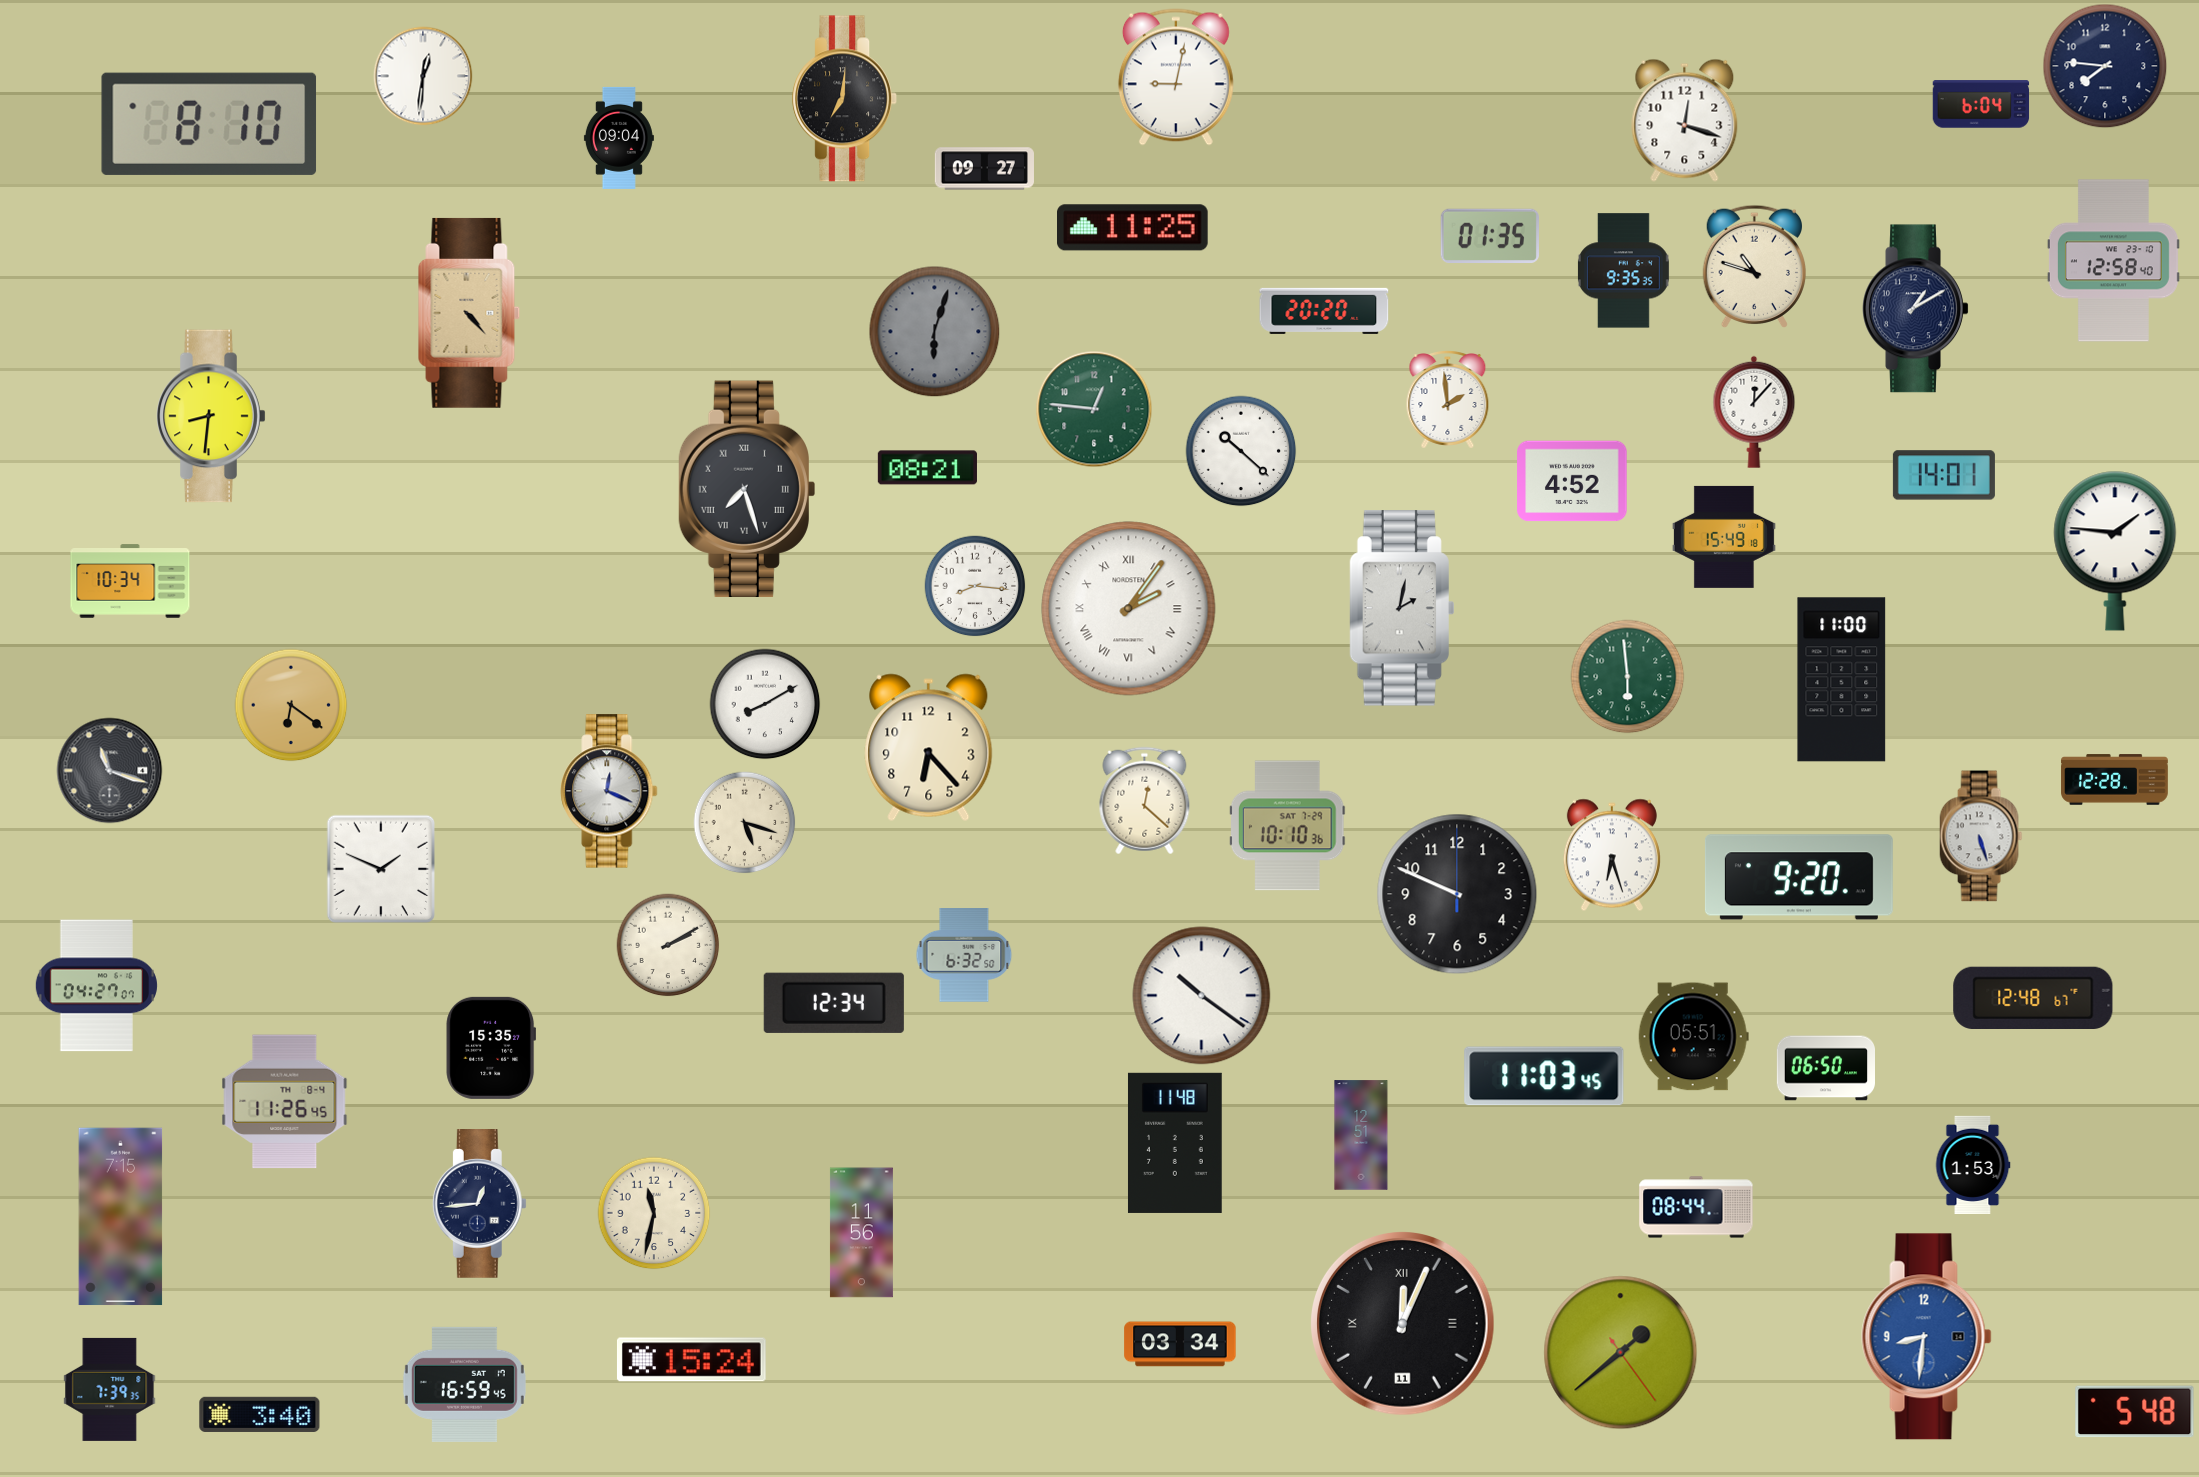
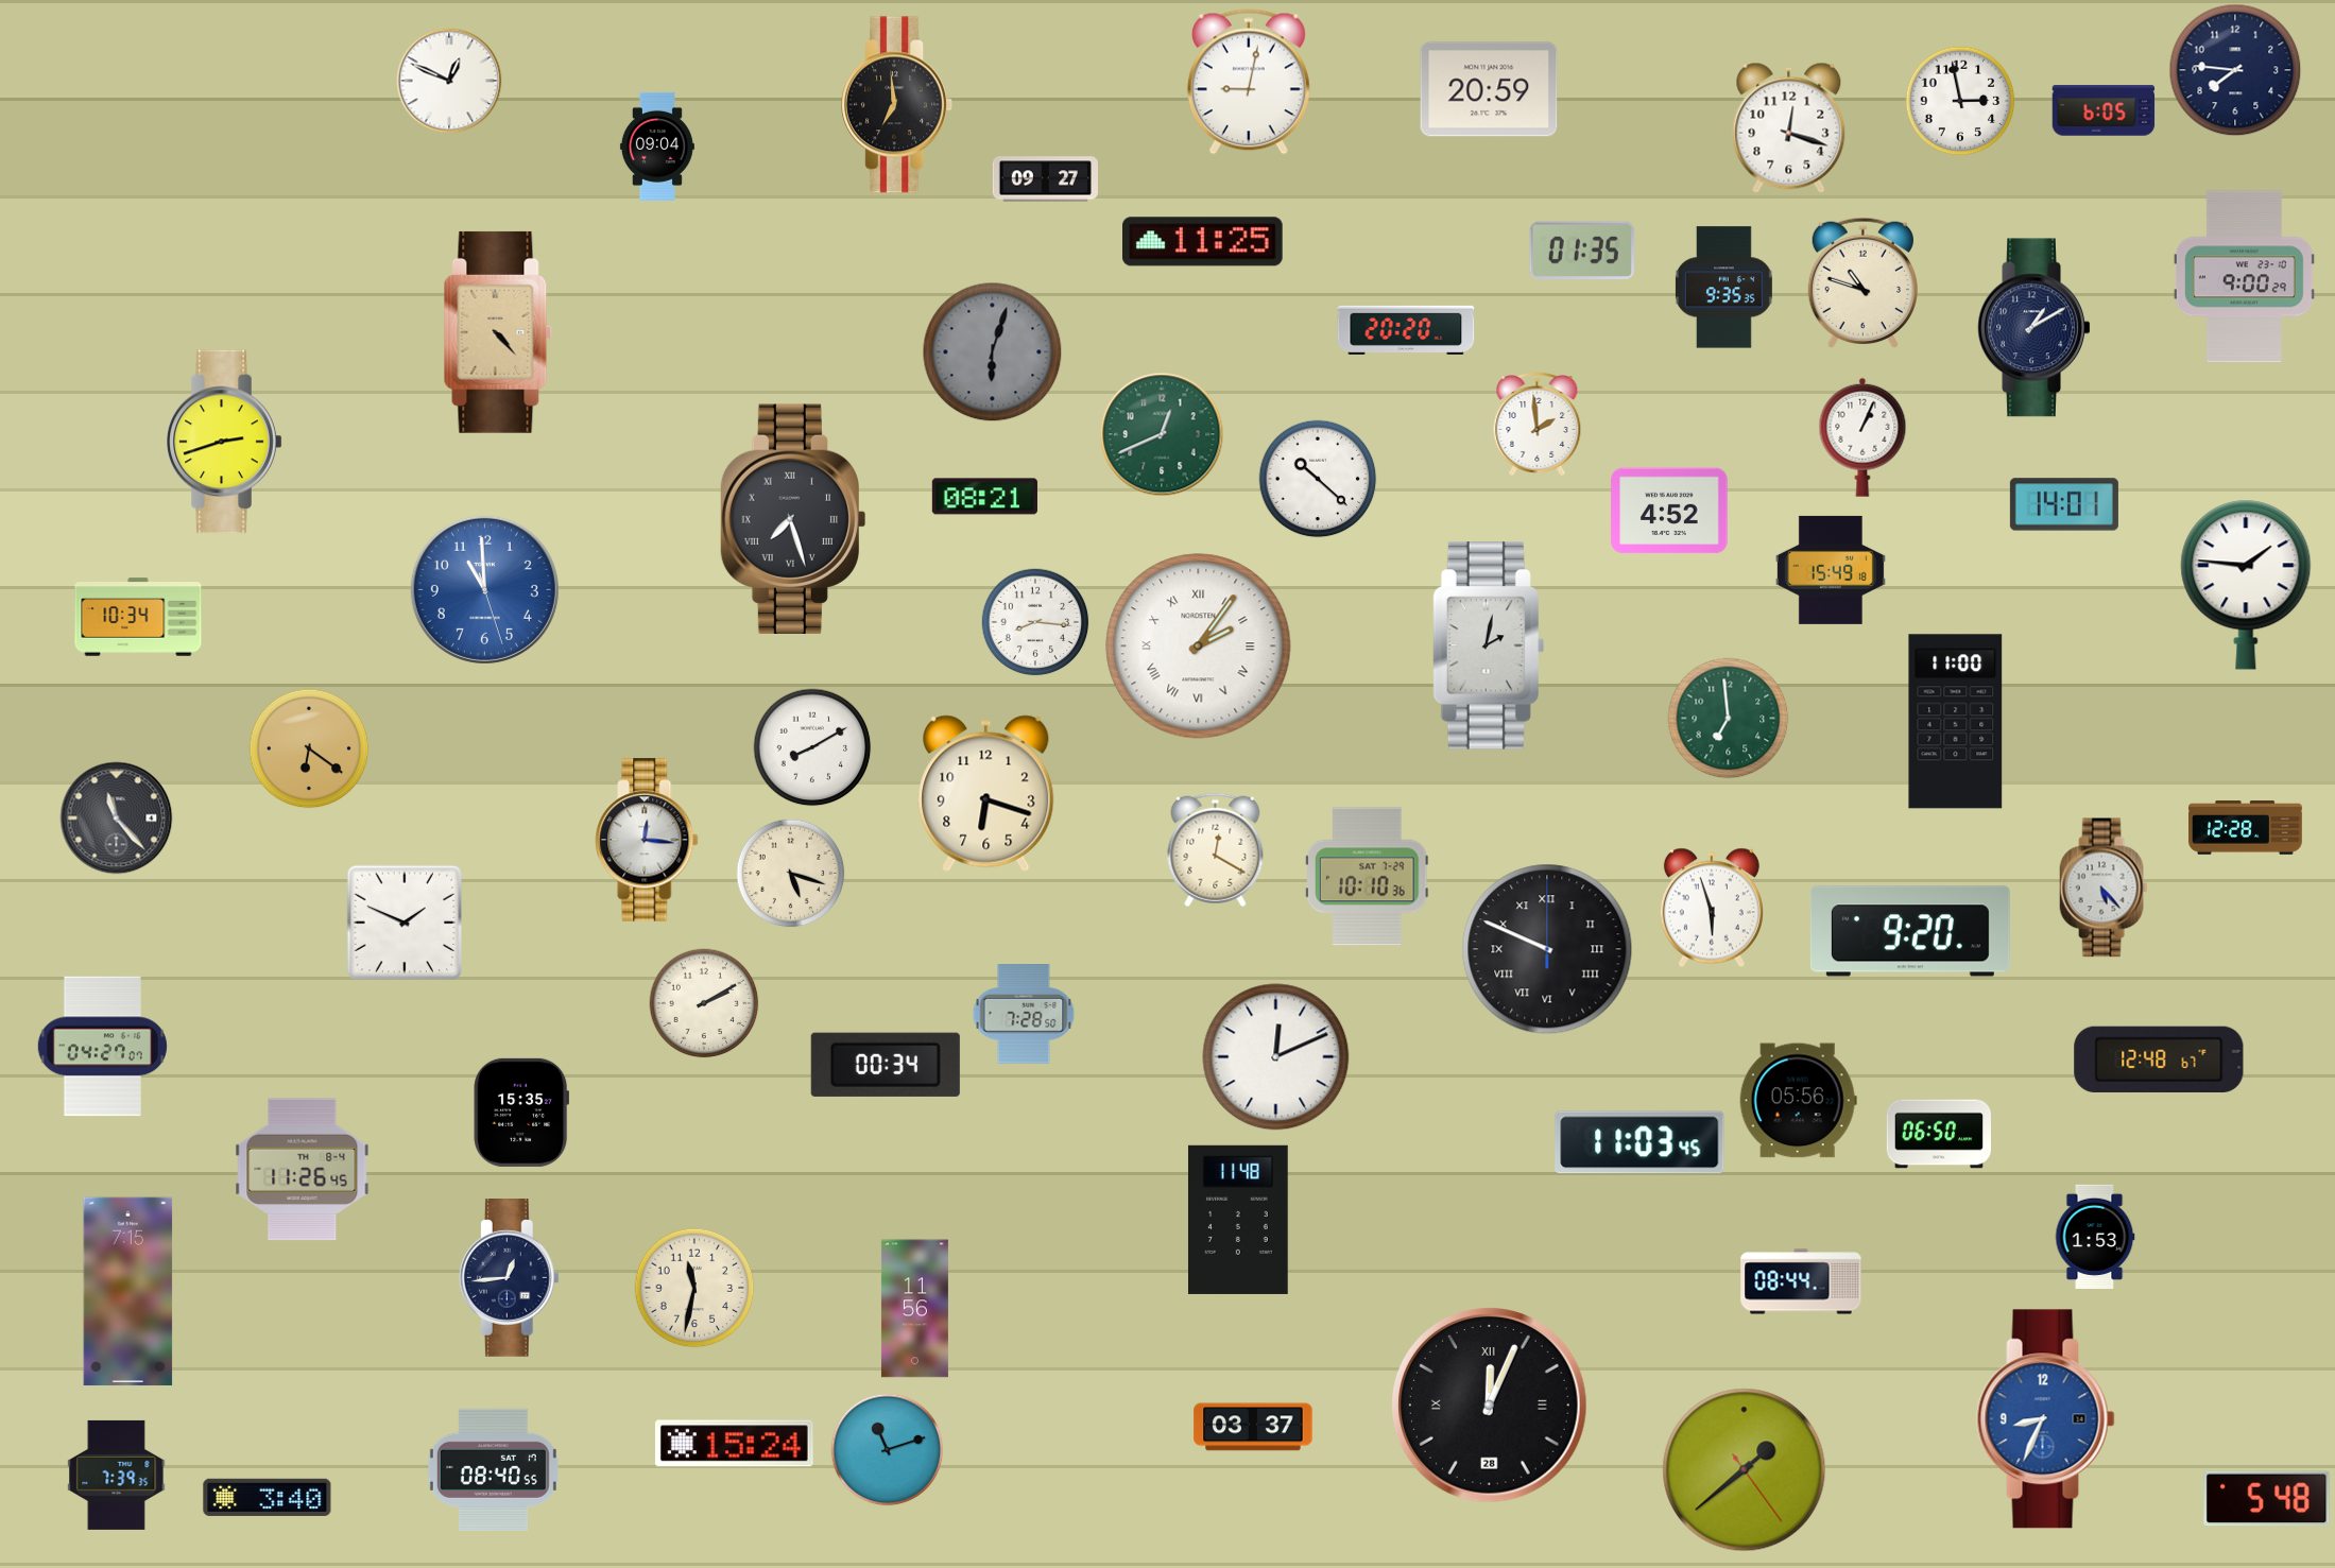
clock at (423, 76): 12:31 -> 12:49
clock at (1489, 89): none -> 20:59
clock at (1960, 101): none -> 2:58
clock at (845, 99): 7:01 -> 6:59
clock at (1981, 104): 6:04 -> 6:05
clock at (209, 124): 8:10 -> none
clock at (2113, 261): 12:58 -> 9:00
clock at (1094, 409): 12:46 -> 12:41
clock at (1754, 412): 12:07 -> 1:04
clock at (211, 416): 8:31 -> 2:42
clock at (484, 589): none -> 10:59
clock at (1628, 677): 5:59 -> 6:59
clock at (929, 748): 6:23 -> 6:18
clock at (110, 771): 11:18 -> 11:23
clock at (609, 791): 12:19 -> 12:16
clock at (1145, 801): 12:22 -> 12:20
clock at (1981, 836): 5:27 -> 5:23
clock at (1612, 855): 6:27 -> 5:57
clock at (1457, 894) numerals: Arabic -> Roman
clock at (668, 945) position: (668, 945) -> (704, 1003)
clock at (964, 956): 6:32 -> 7:28
clock at (1202, 996): 10:21 -> 12:11
clock at (834, 1003): 12:34 -> 00:34
clock at (1693, 1037): 05:51 -> 05:56
clock at (1361, 1135): 12:51 -> none
clock at (1175, 1143) position: (1175, 1143) -> (1238, 1220)
clock at (1403, 1324) date: 11 -> 28
clock at (1927, 1337): 8:31 -> 8:34
clock at (1180, 1344): 03:34 -> 03:37
clock at (1621, 1353) position: (1621, 1353) -> (1745, 1470)
clock at (888, 1450): none -> 11:12
clock at (464, 1384): 16:59 -> 08:40
clock at (260, 1414) position: (260, 1414) -> (268, 1497)
